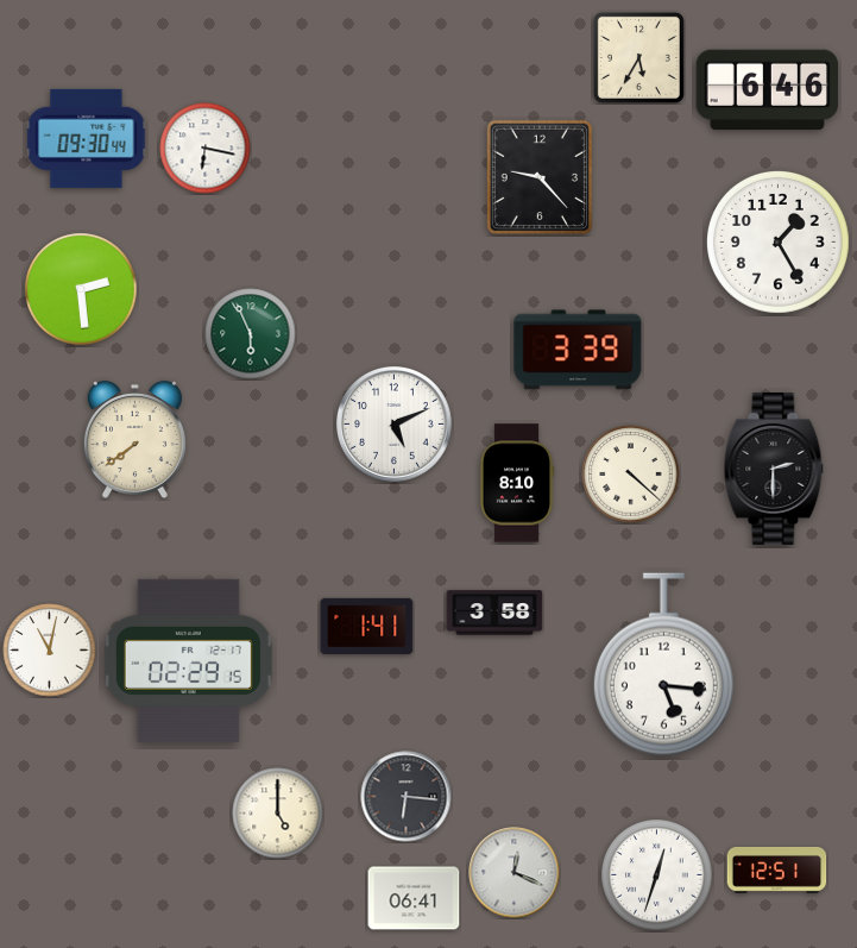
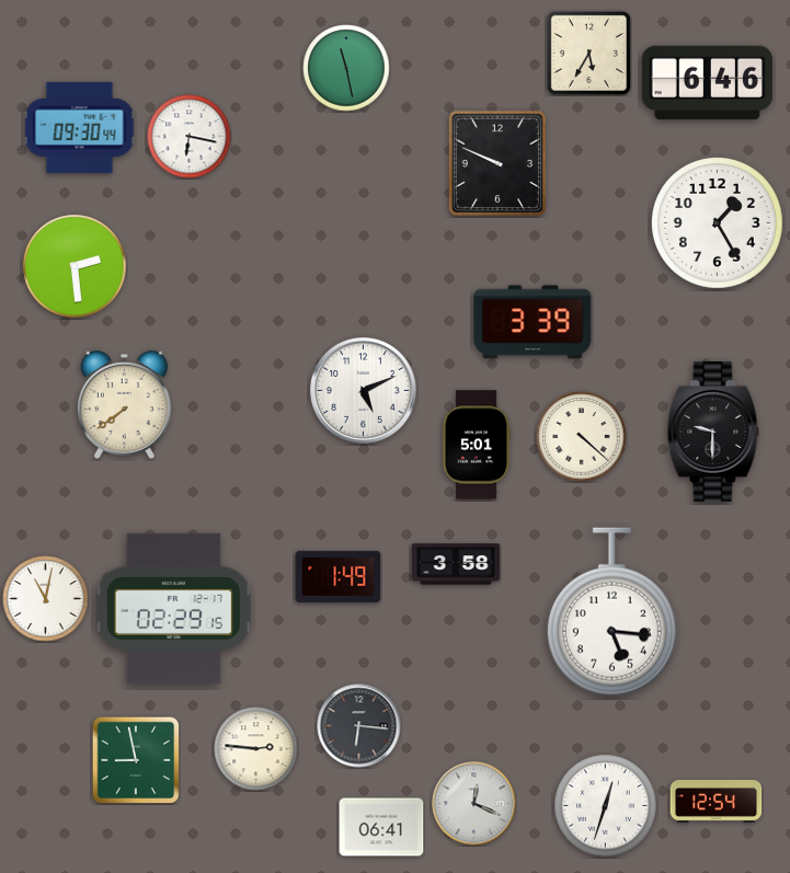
clock at (346, 68): none -> 11:28
clock at (538, 177): 9:23 -> 9:49
clock at (251, 334): 5:56 -> none
clock at (774, 469): 2:30 -> 9:30
clock at (517, 483): 8:10 -> 5:01
clock at (367, 626): 1:41 -> 1:49
clock at (407, 797) position: (407, 797) -> (359, 726)
clock at (278, 814): 5:00 -> 2:46
clock at (136, 760): none -> 8:58
clock at (777, 869): 12:51 -> 12:54
